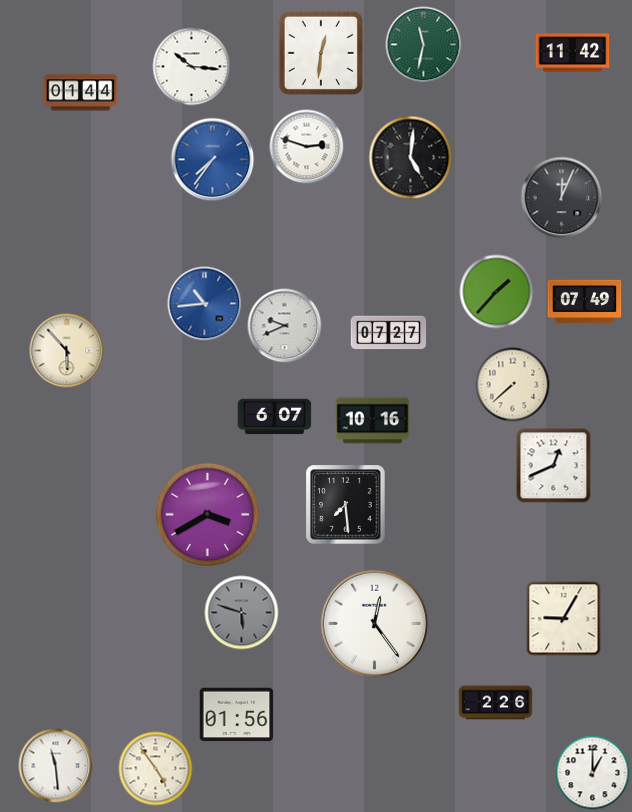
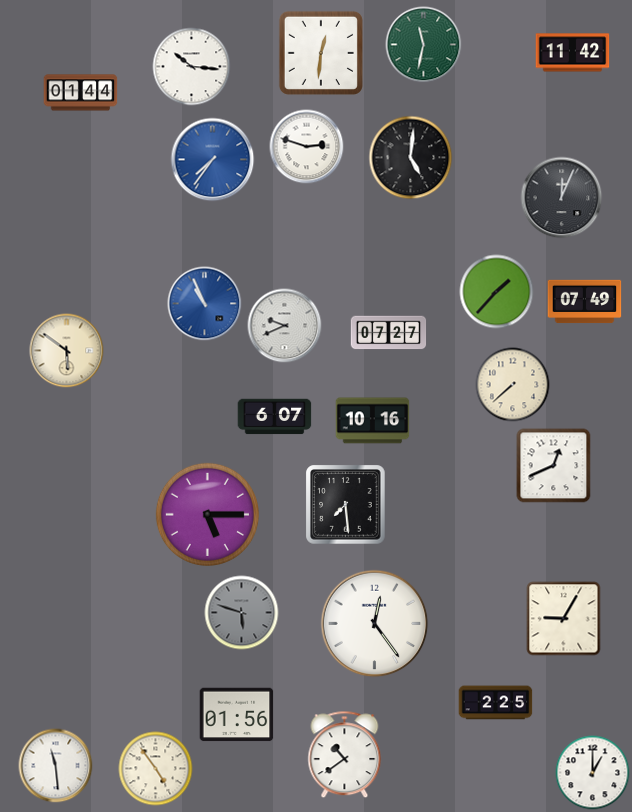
clock at (205, 304): 10:44 -> 10:56
clock at (67, 351): 5:53 -> 5:51
clock at (207, 514): 3:40 -> 5:15
clock at (496, 703): 2:26 -> 2:25
clock at (345, 755): none -> 10:39
